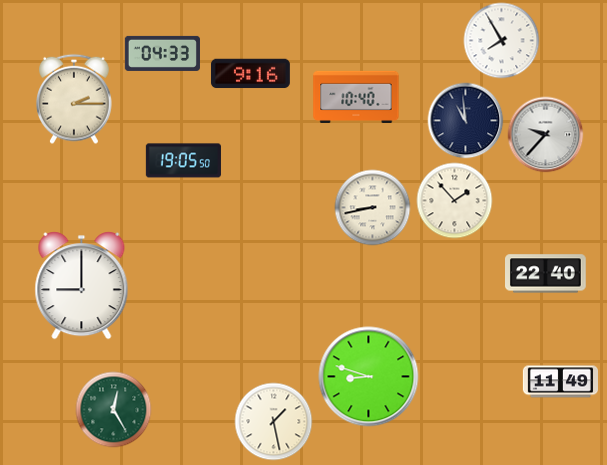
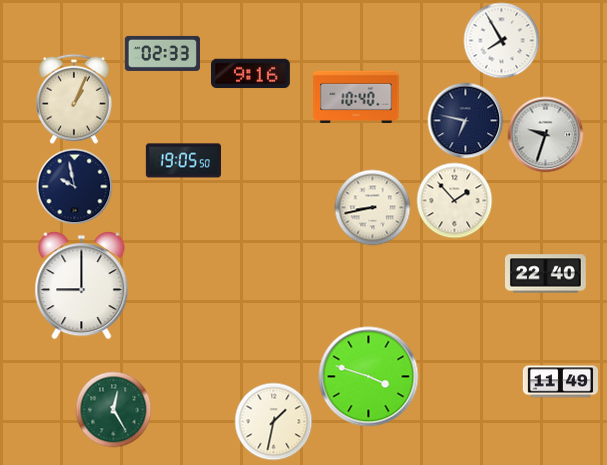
clock at (162, 53): 04:33 -> 02:33
clock at (75, 99): 2:15 -> 1:04
clock at (466, 121): 10:59 -> 6:47
clock at (546, 135): 9:37 -> 9:33
clock at (75, 187): none -> 9:58
clock at (369, 377): 8:48 -> 3:48
clock at (274, 422): 1:28 -> 1:32
